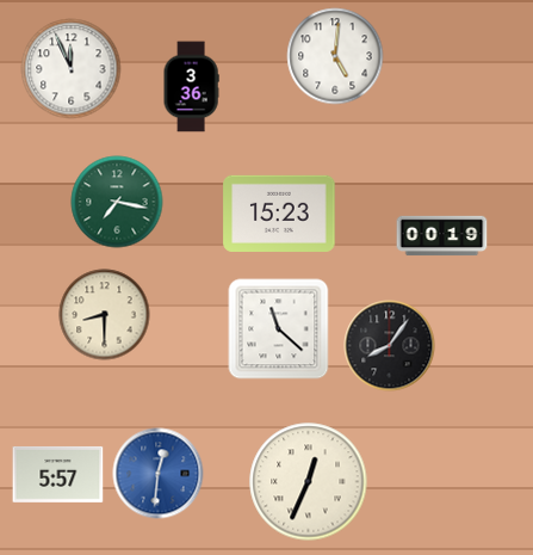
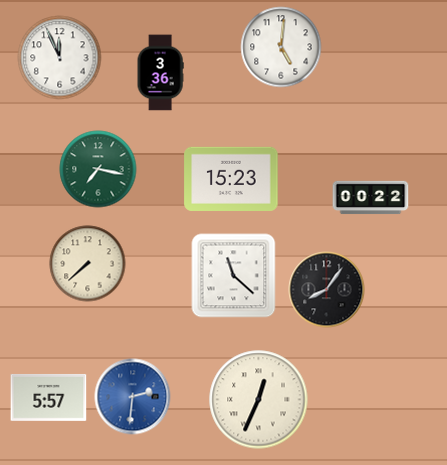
clock at (279, 214) position: (279, 214) -> (231, 179)
clock at (442, 236): 00:19 -> 00:22
clock at (105, 315): 8:30 -> 7:38
clock at (159, 474): 12:31 -> 2:31
clock at (309, 482) position: (309, 482) -> (259, 400)
